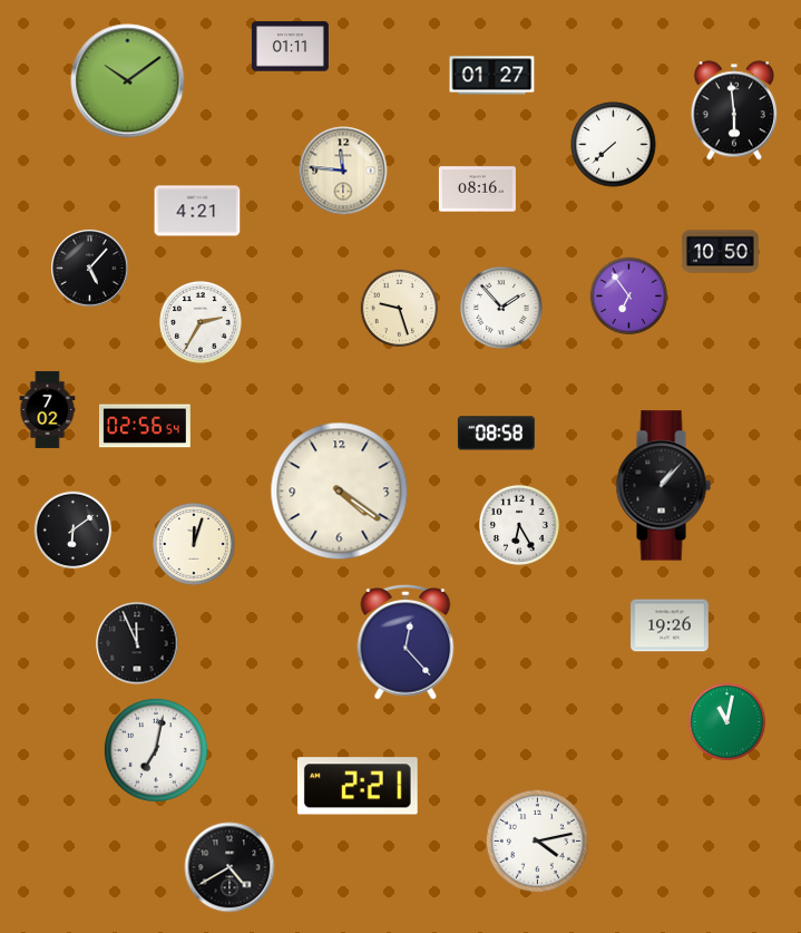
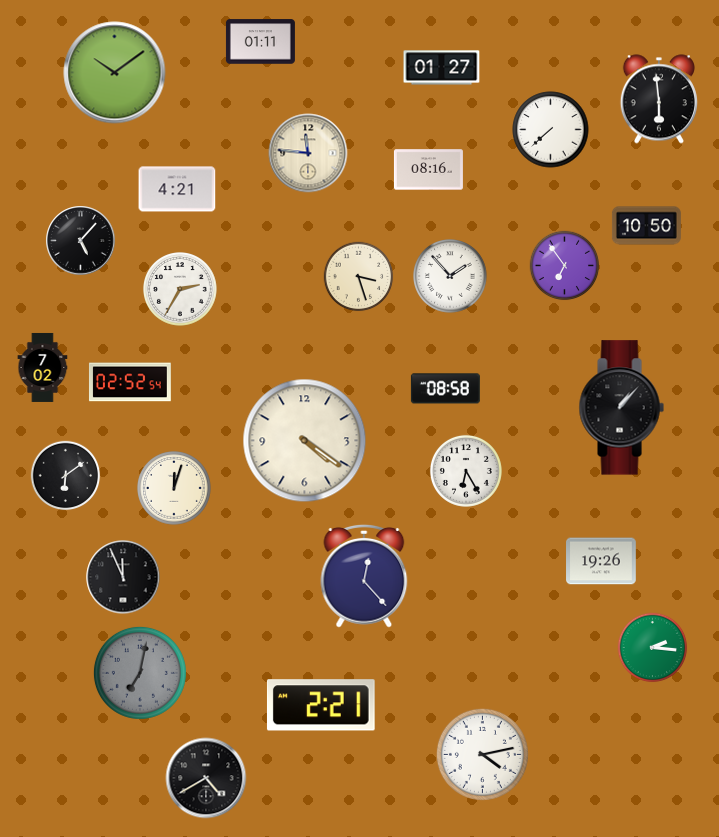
clock at (400, 309): 9:27 -> 3:27
clock at (145, 426): 02:56 -> 02:52
clock at (663, 486) position: (663, 486) -> (621, 408)
clock at (727, 722): 11:02 -> 2:16
clock at (156, 750) dial: white -> grey
